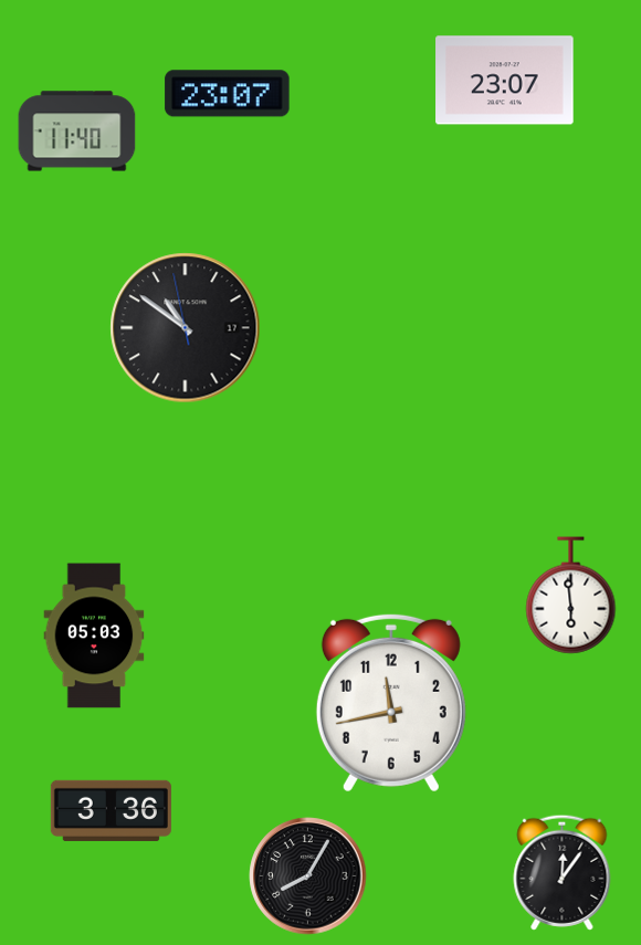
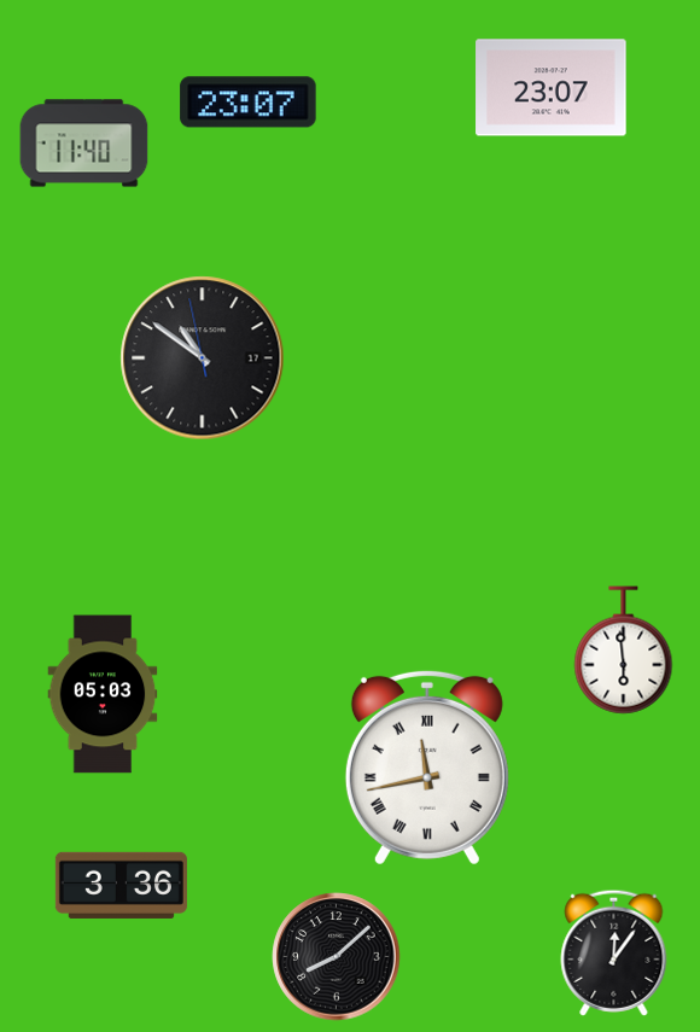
clock at (391, 703) numerals: Arabic -> Roman
clock at (308, 876): 8:05 -> 8:08
